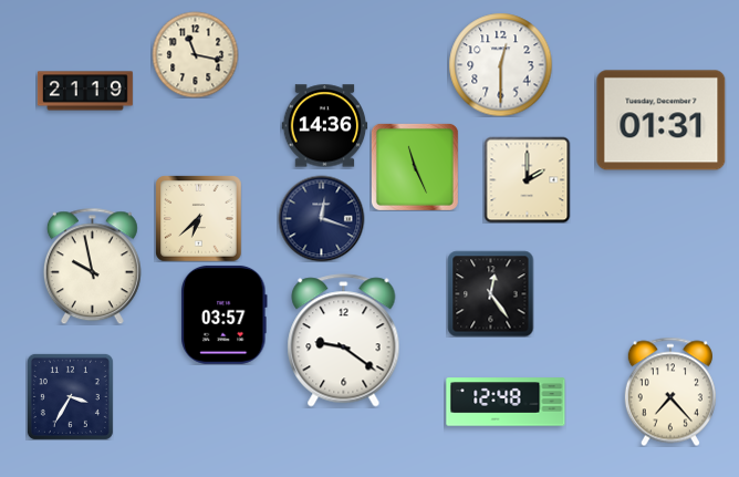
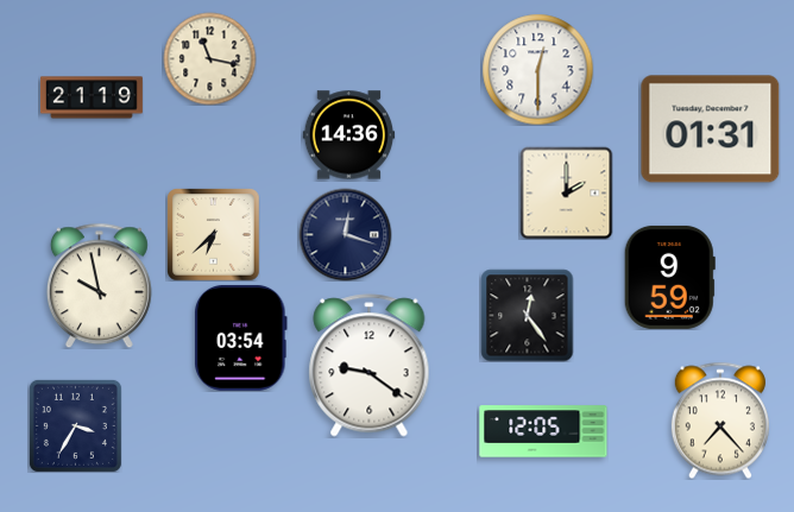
clock at (415, 167): 11:26 -> none
clock at (669, 277): none -> 9:59
clock at (225, 314): 03:57 -> 03:54
clock at (506, 402): 12:48 -> 12:05
